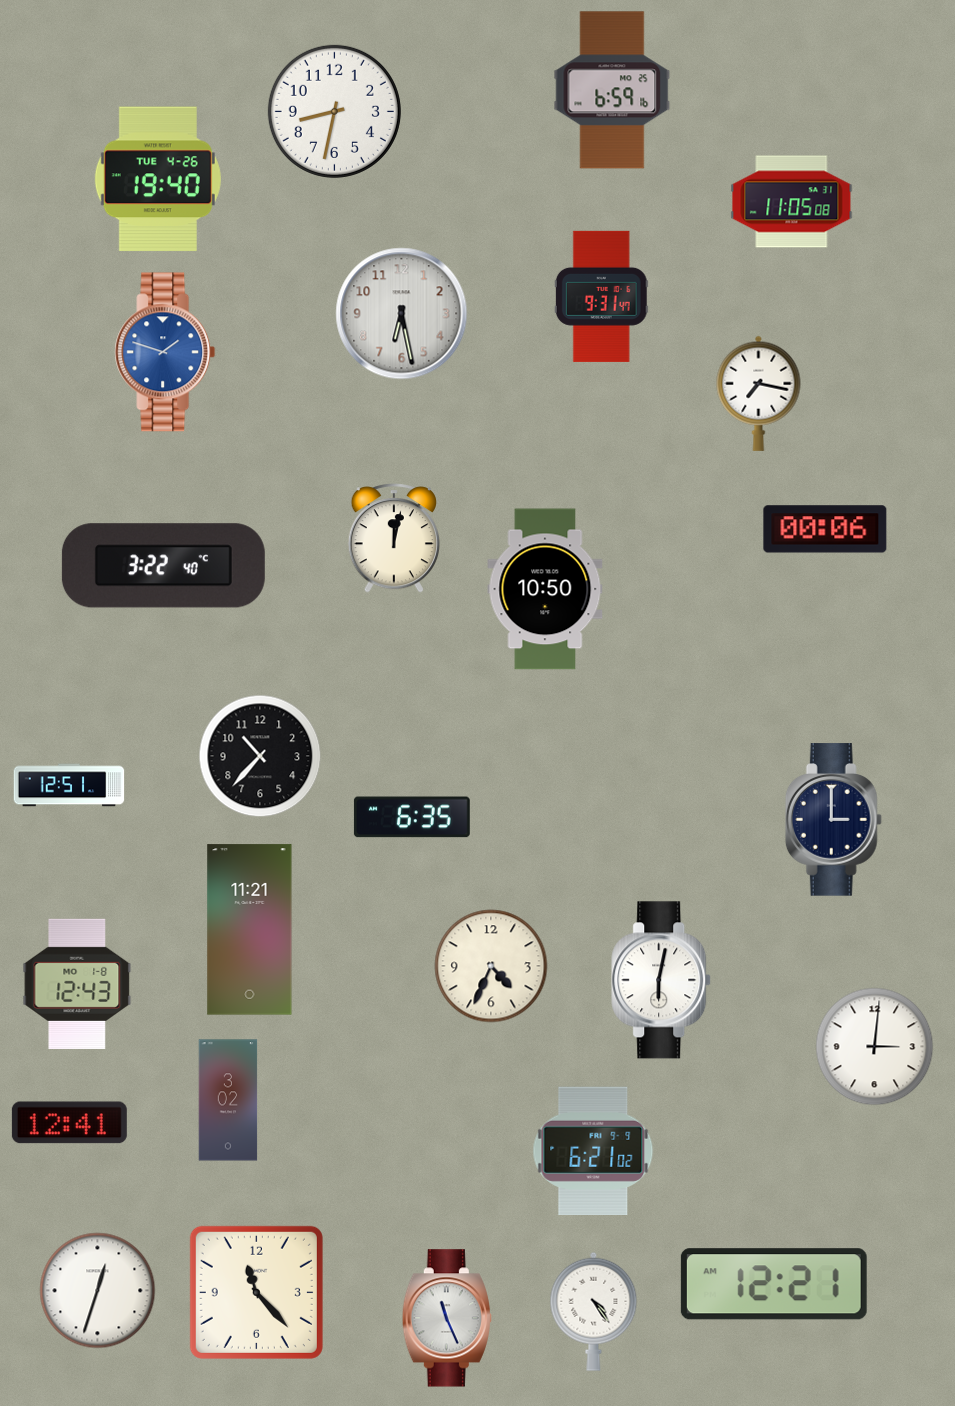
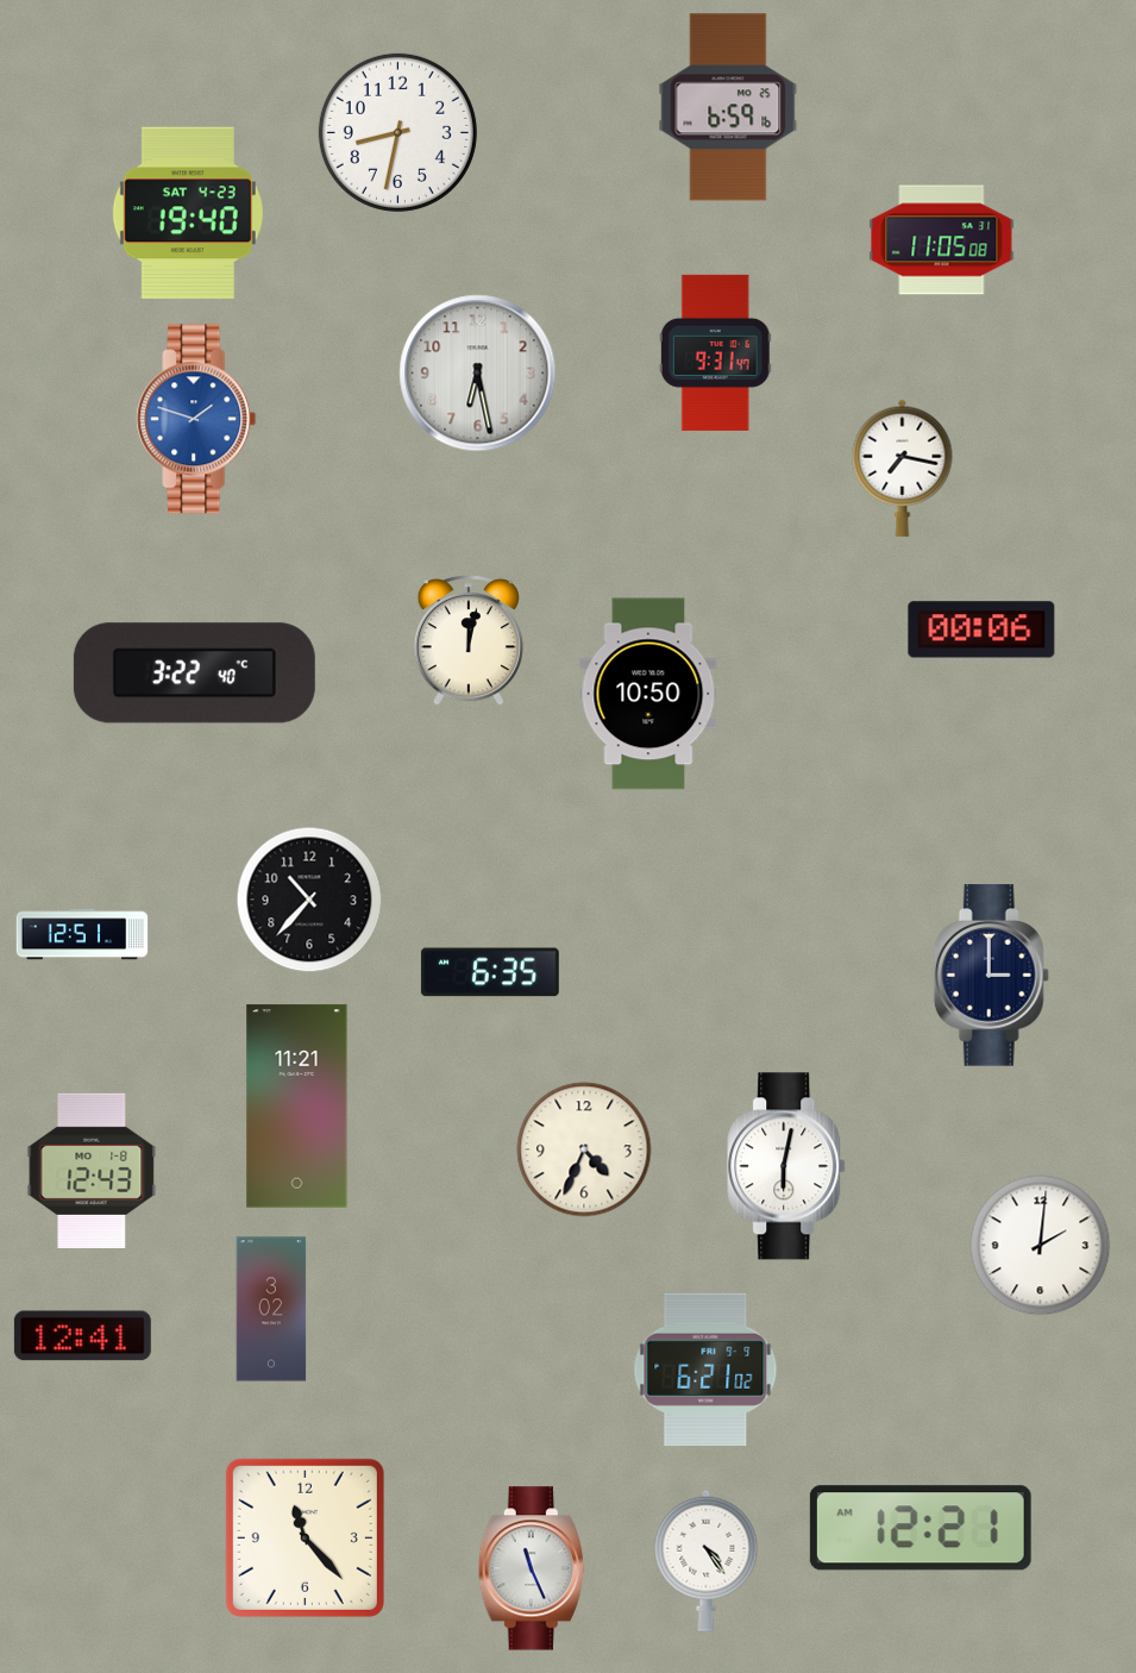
clock at (158, 179) date: TUE 4-26 -> SAT 4-23
clock at (545, 589) position: (545, 589) -> (648, 694)
clock at (875, 1047): 3:01 -> 2:01
clock at (98, 1291): 12:33 -> none
